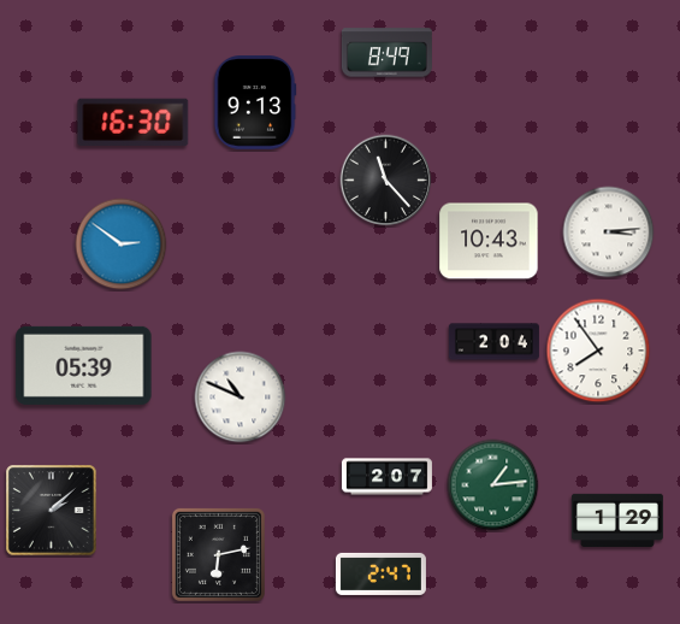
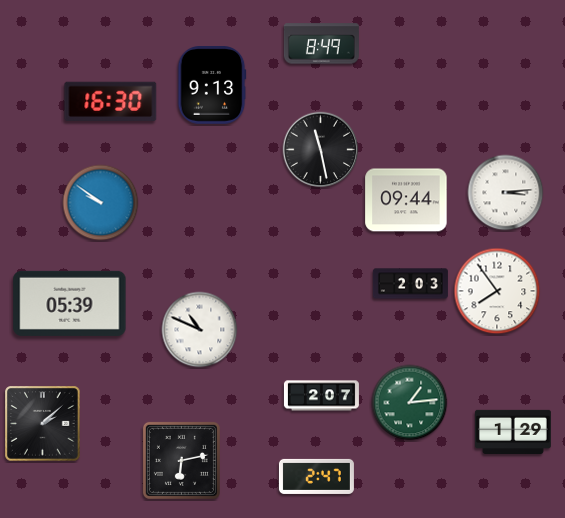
clock at (386, 181): 11:23 -> 11:28
clock at (489, 241): 10:43 -> 09:44
clock at (122, 245): 2:51 -> 9:51
clock at (493, 342): 2:04 -> 2:03
